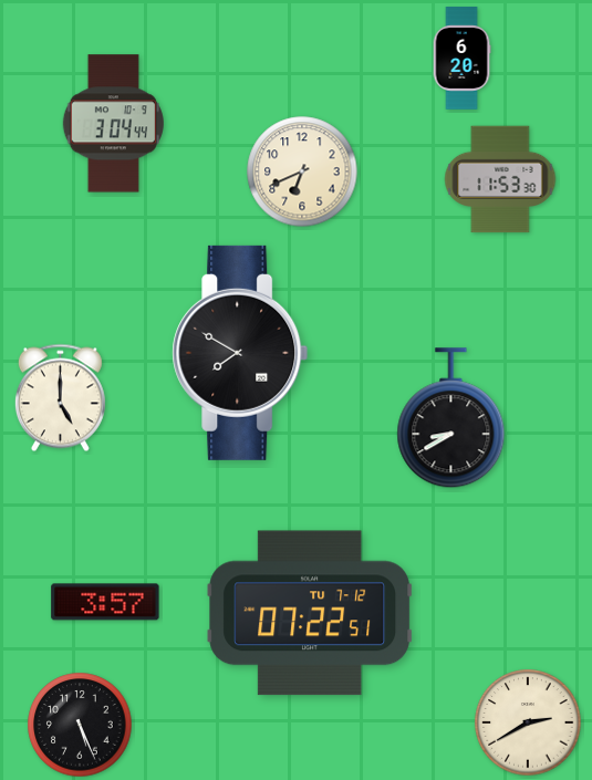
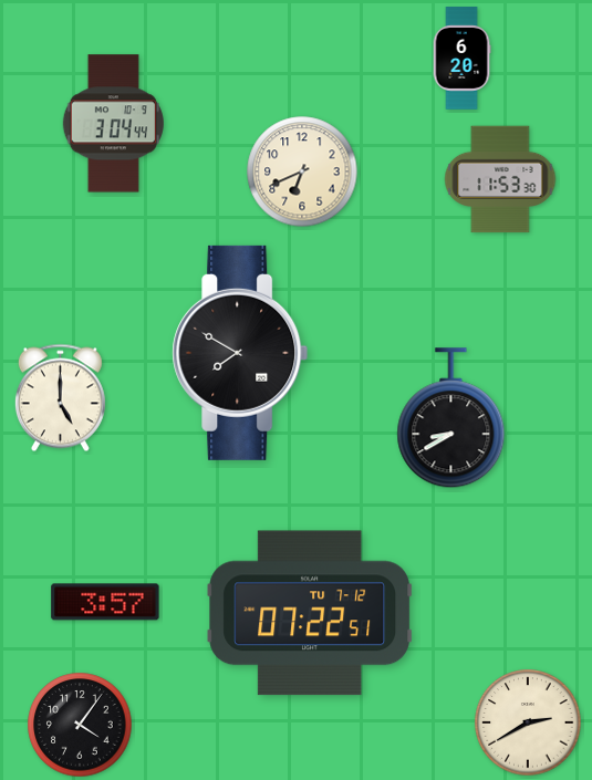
clock at (80, 725): 5:26 -> 4:06
